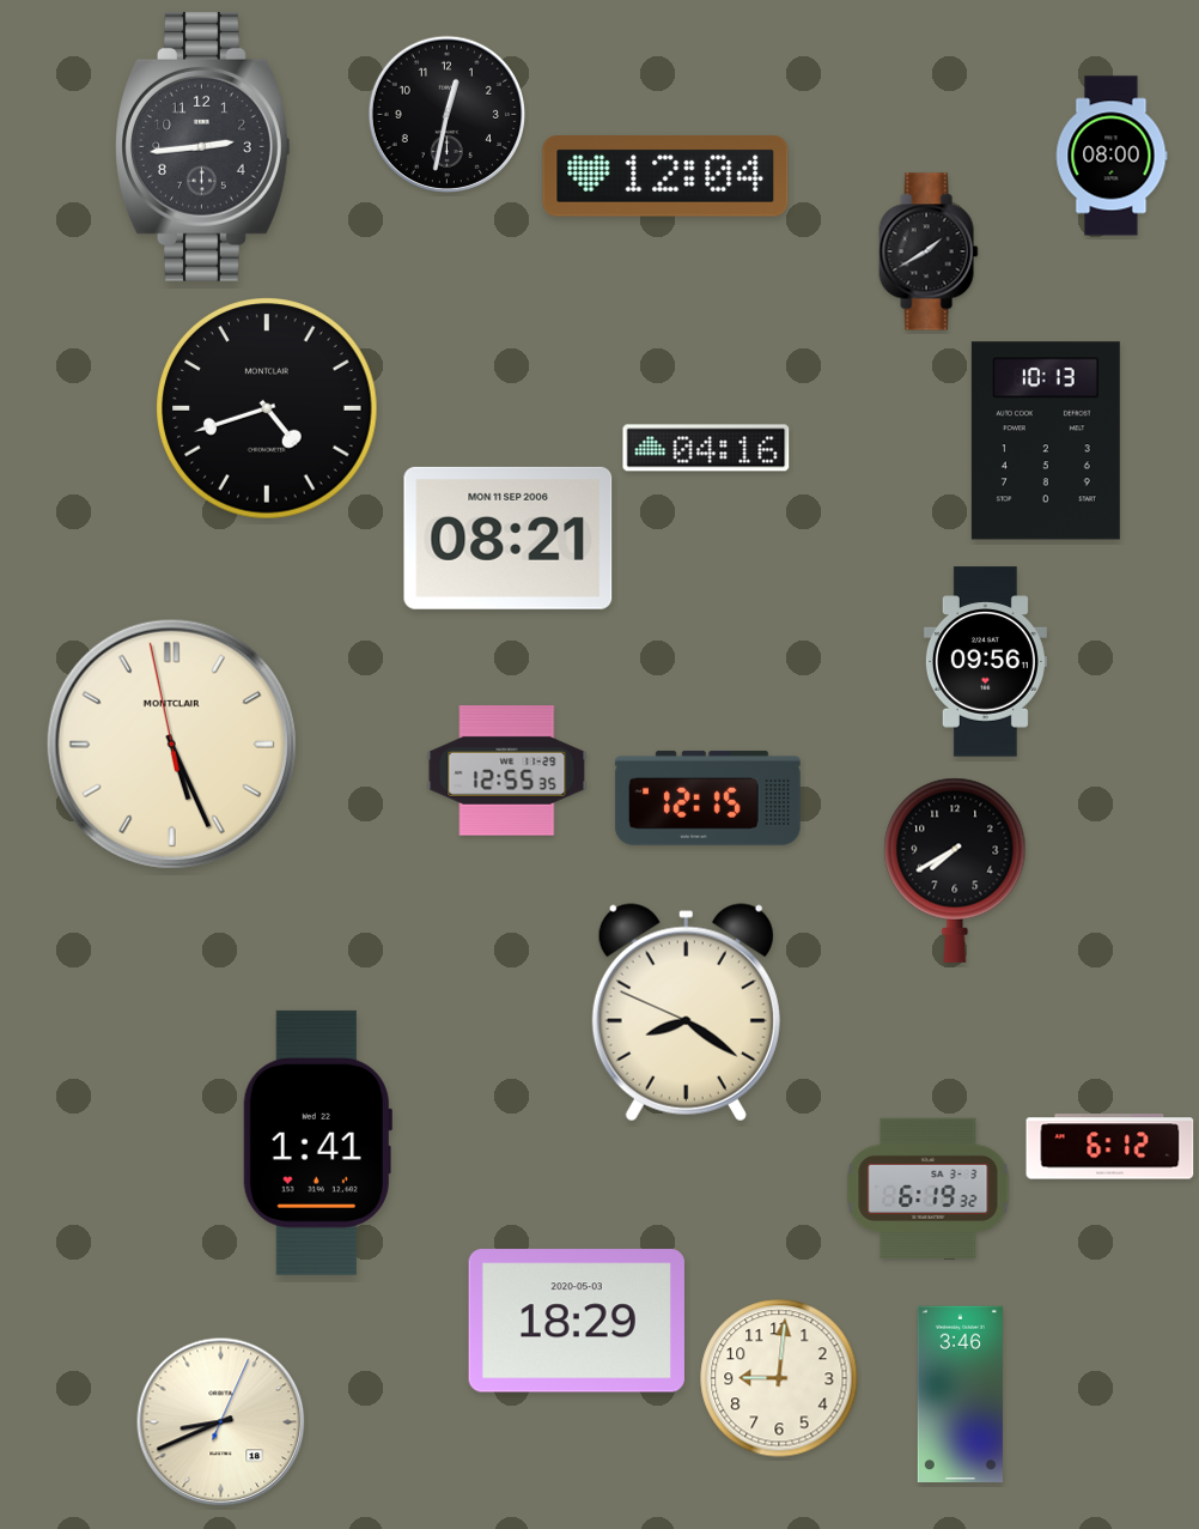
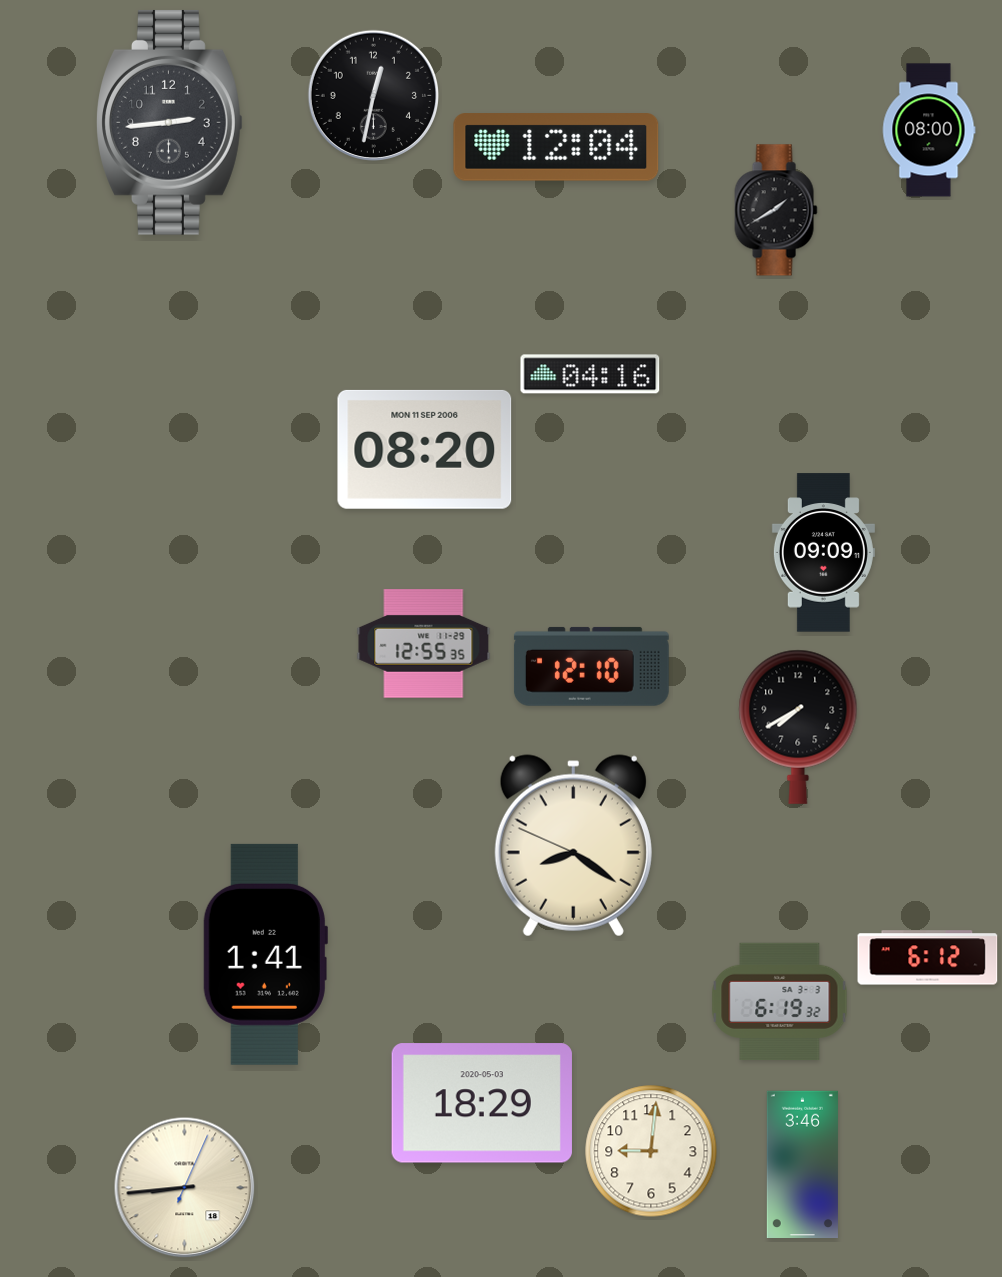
clock at (267, 408): 4:42 -> none
clock at (1046, 441): 10:13 -> none
clock at (509, 538): 08:21 -> 08:20
clock at (985, 662): 09:56 -> 09:09
clock at (171, 744): 5:25 -> none
clock at (707, 797): 12:15 -> 12:10
clock at (929, 1189) position: (929, 1189) -> (780, 1002)
clock at (221, 1422): 8:41 -> 8:44
